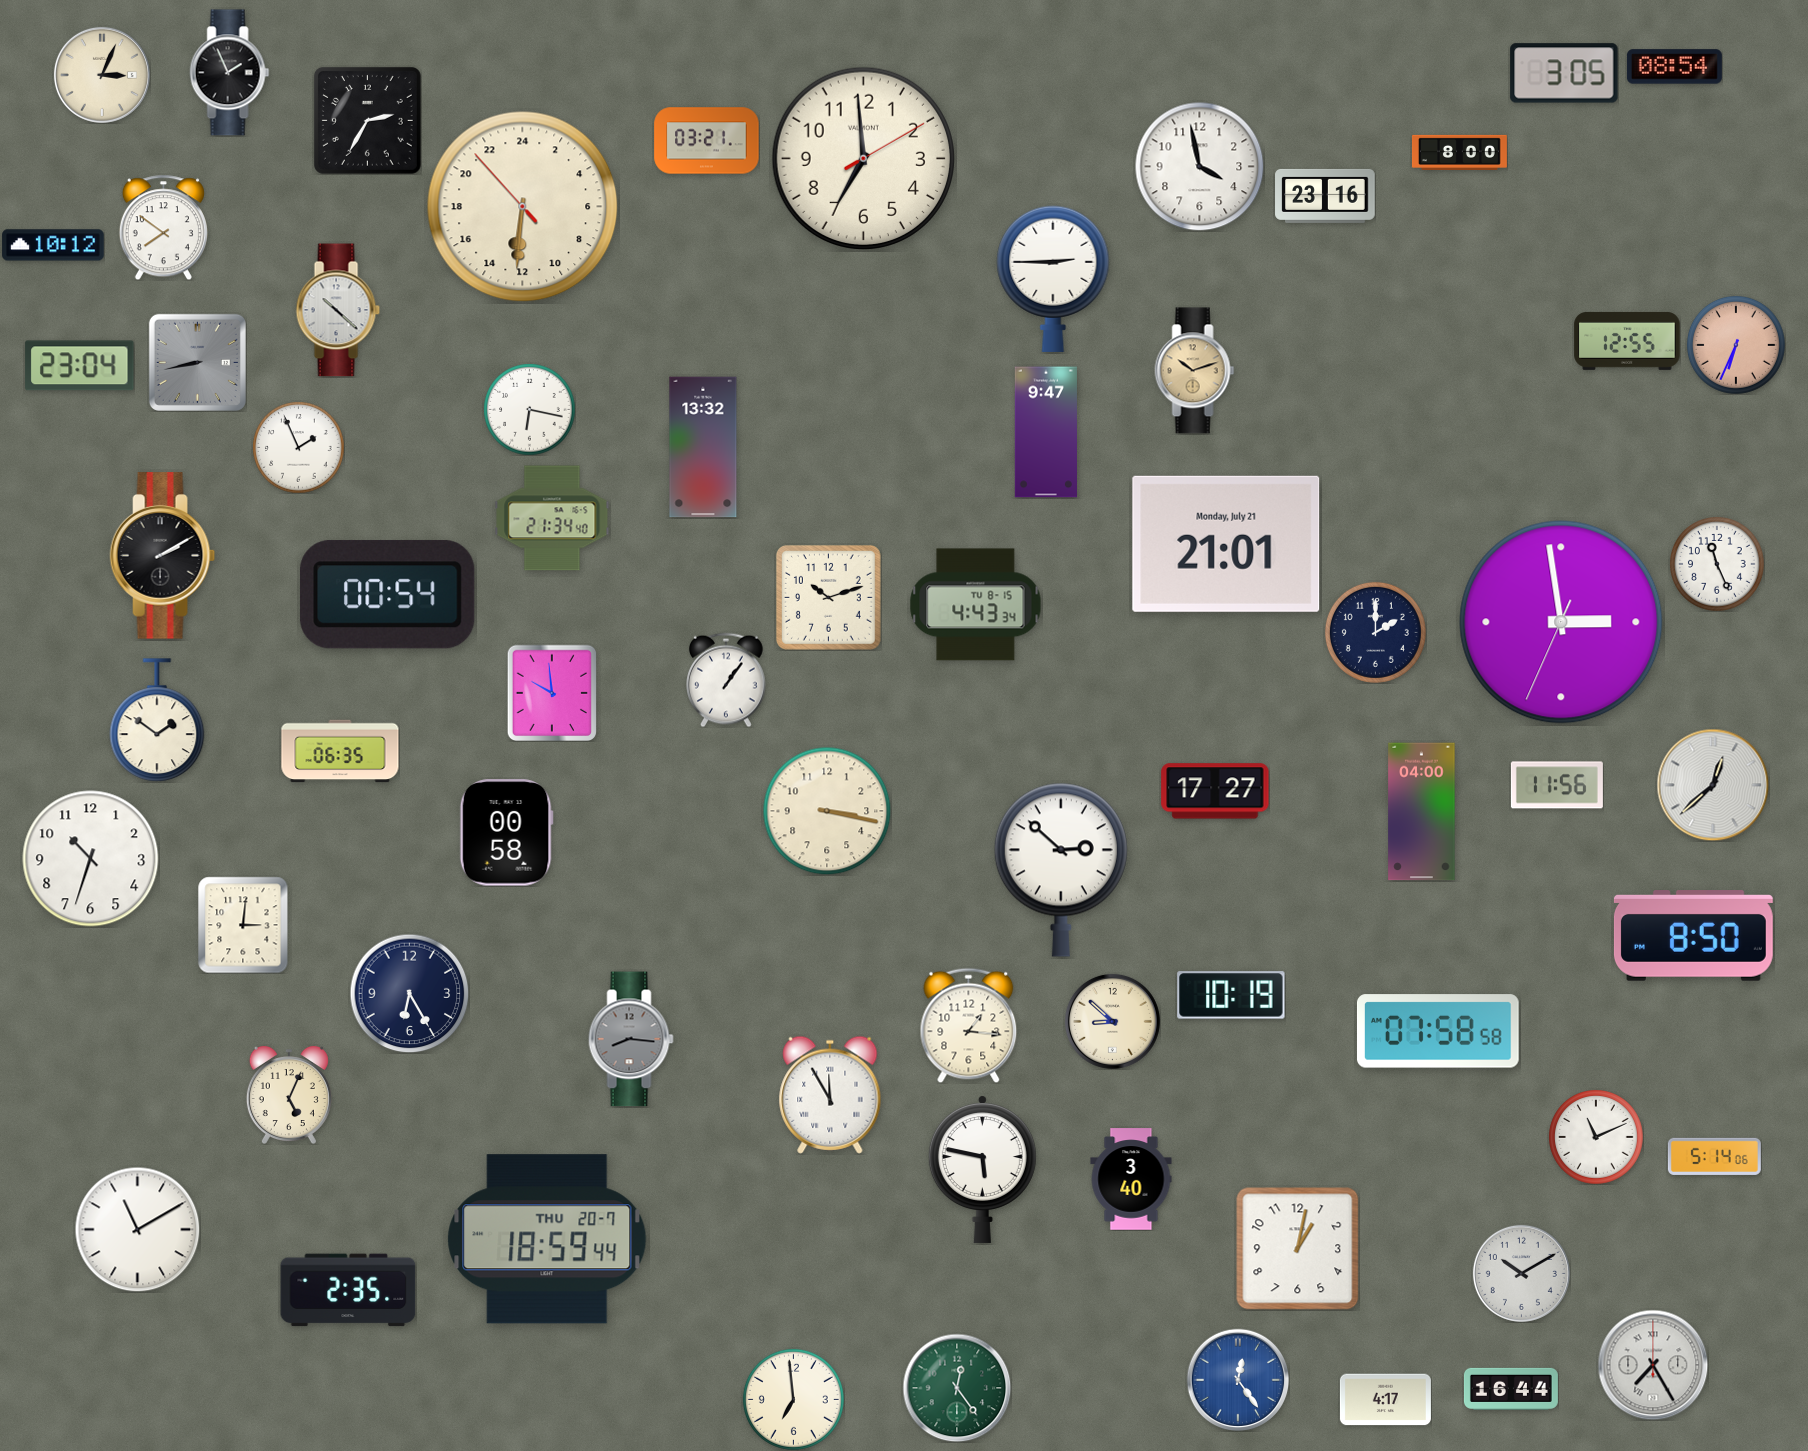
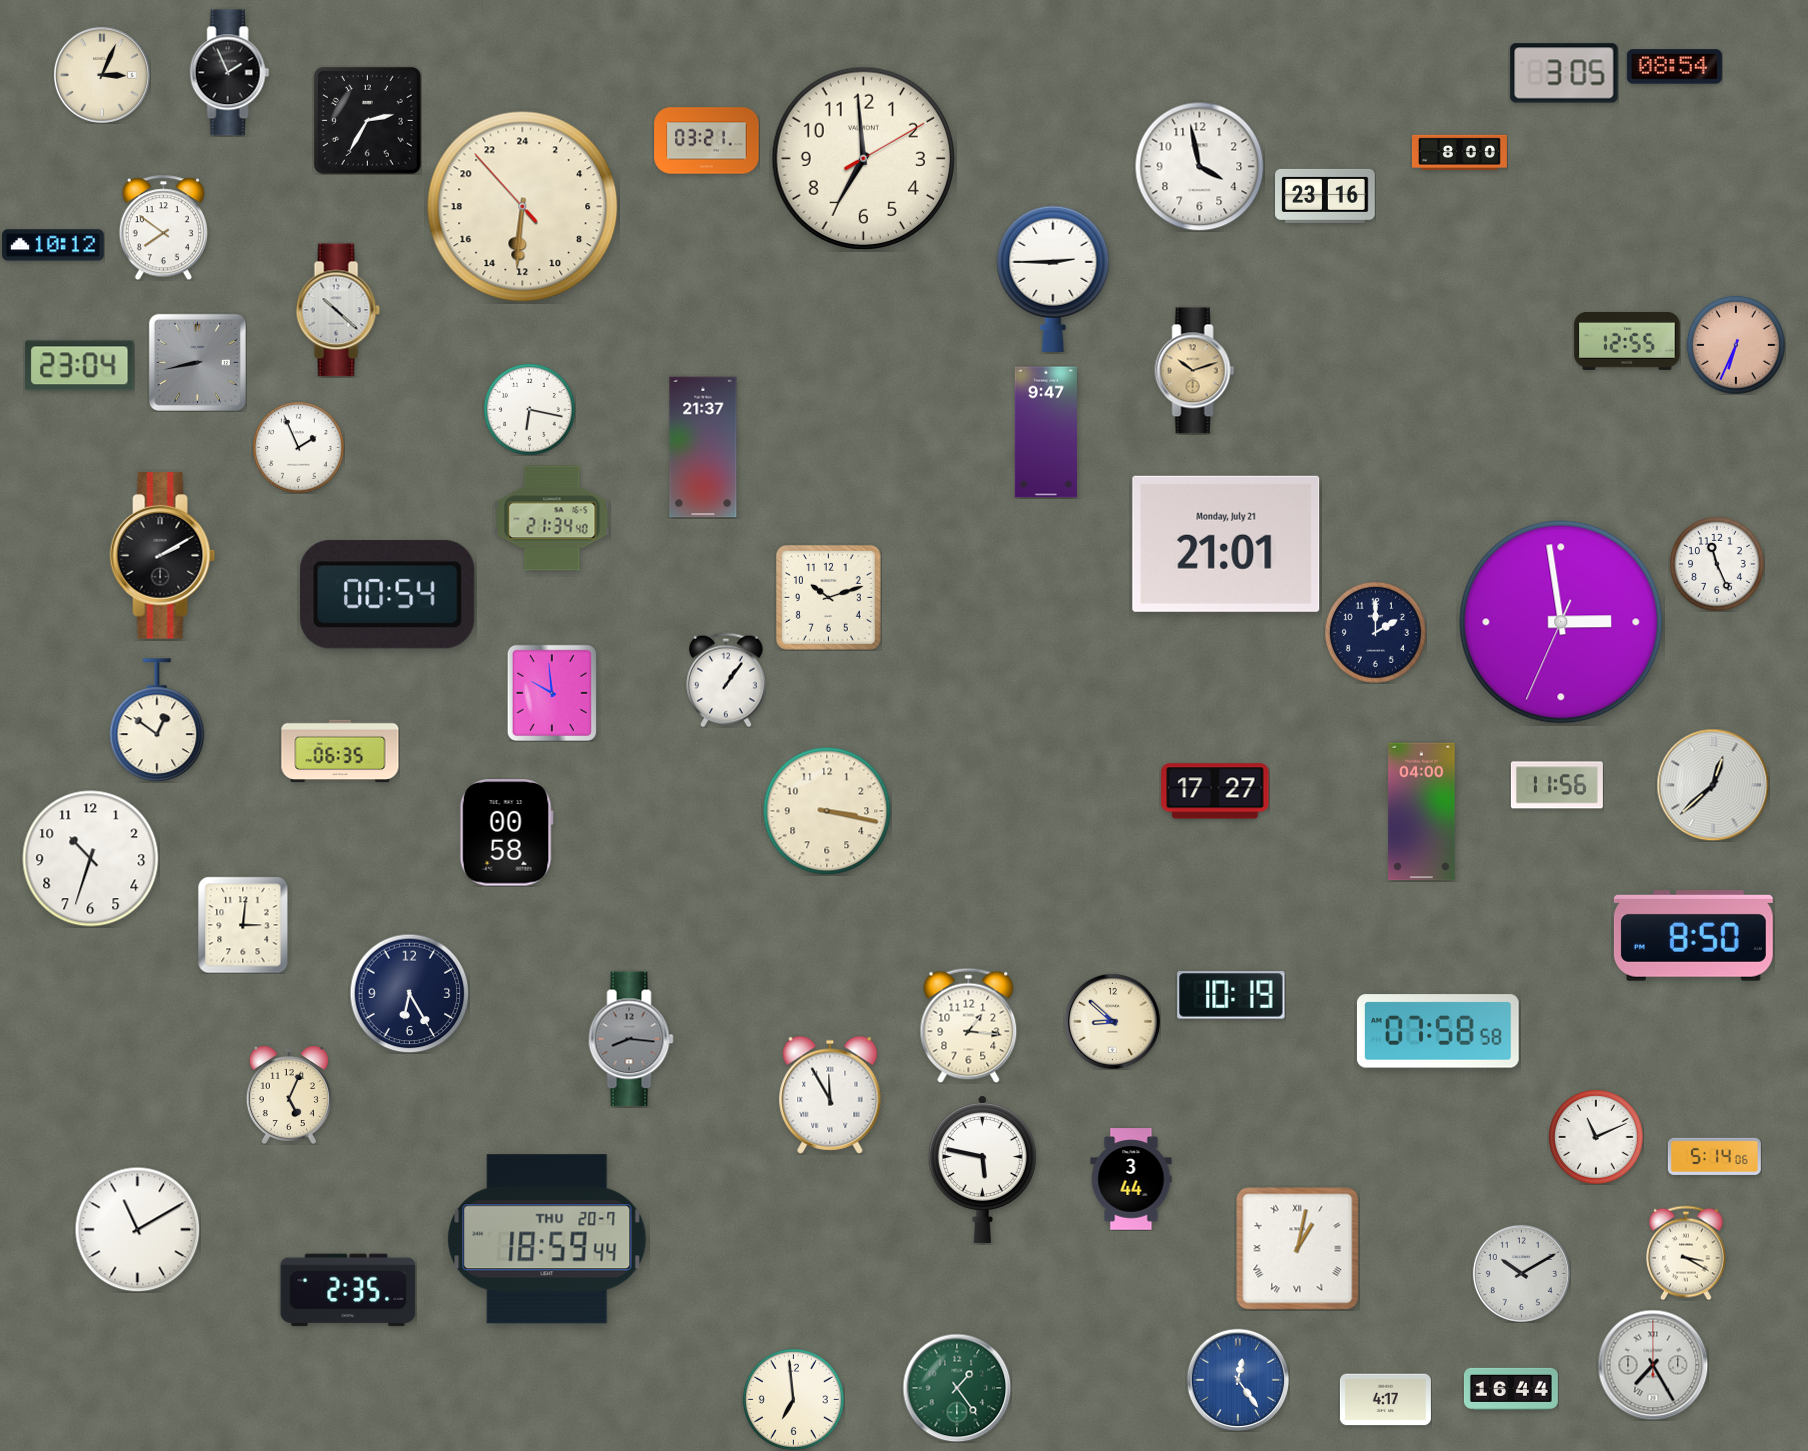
clock at (703, 447): 13:32 -> 21:37
clock at (976, 605): 4:43 -> none
clock at (157, 720): 1:51 -> 12:51
clock at (1061, 870): 2:52 -> none
clock at (1131, 1179): 3:40 -> 3:44
clock at (1297, 1249) numerals: Arabic -> Roman
clock at (1687, 1253): none -> 3:20
clock at (957, 1388): 12:24 -> 1:24
